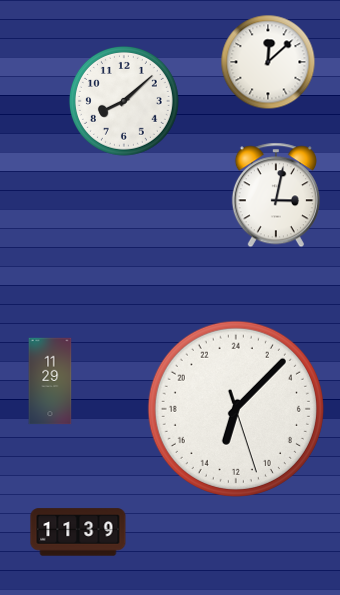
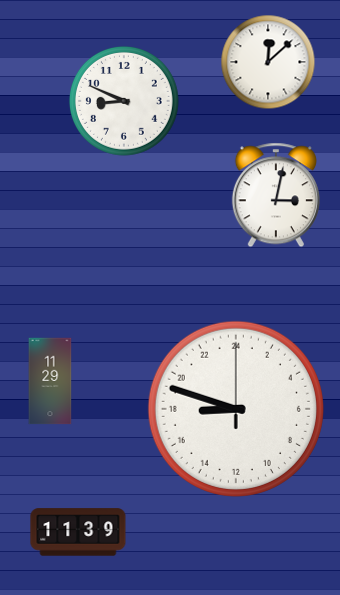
clock at (124, 101): 8:08 -> 8:49
clock at (236, 409): 13:07 -> 17:48
